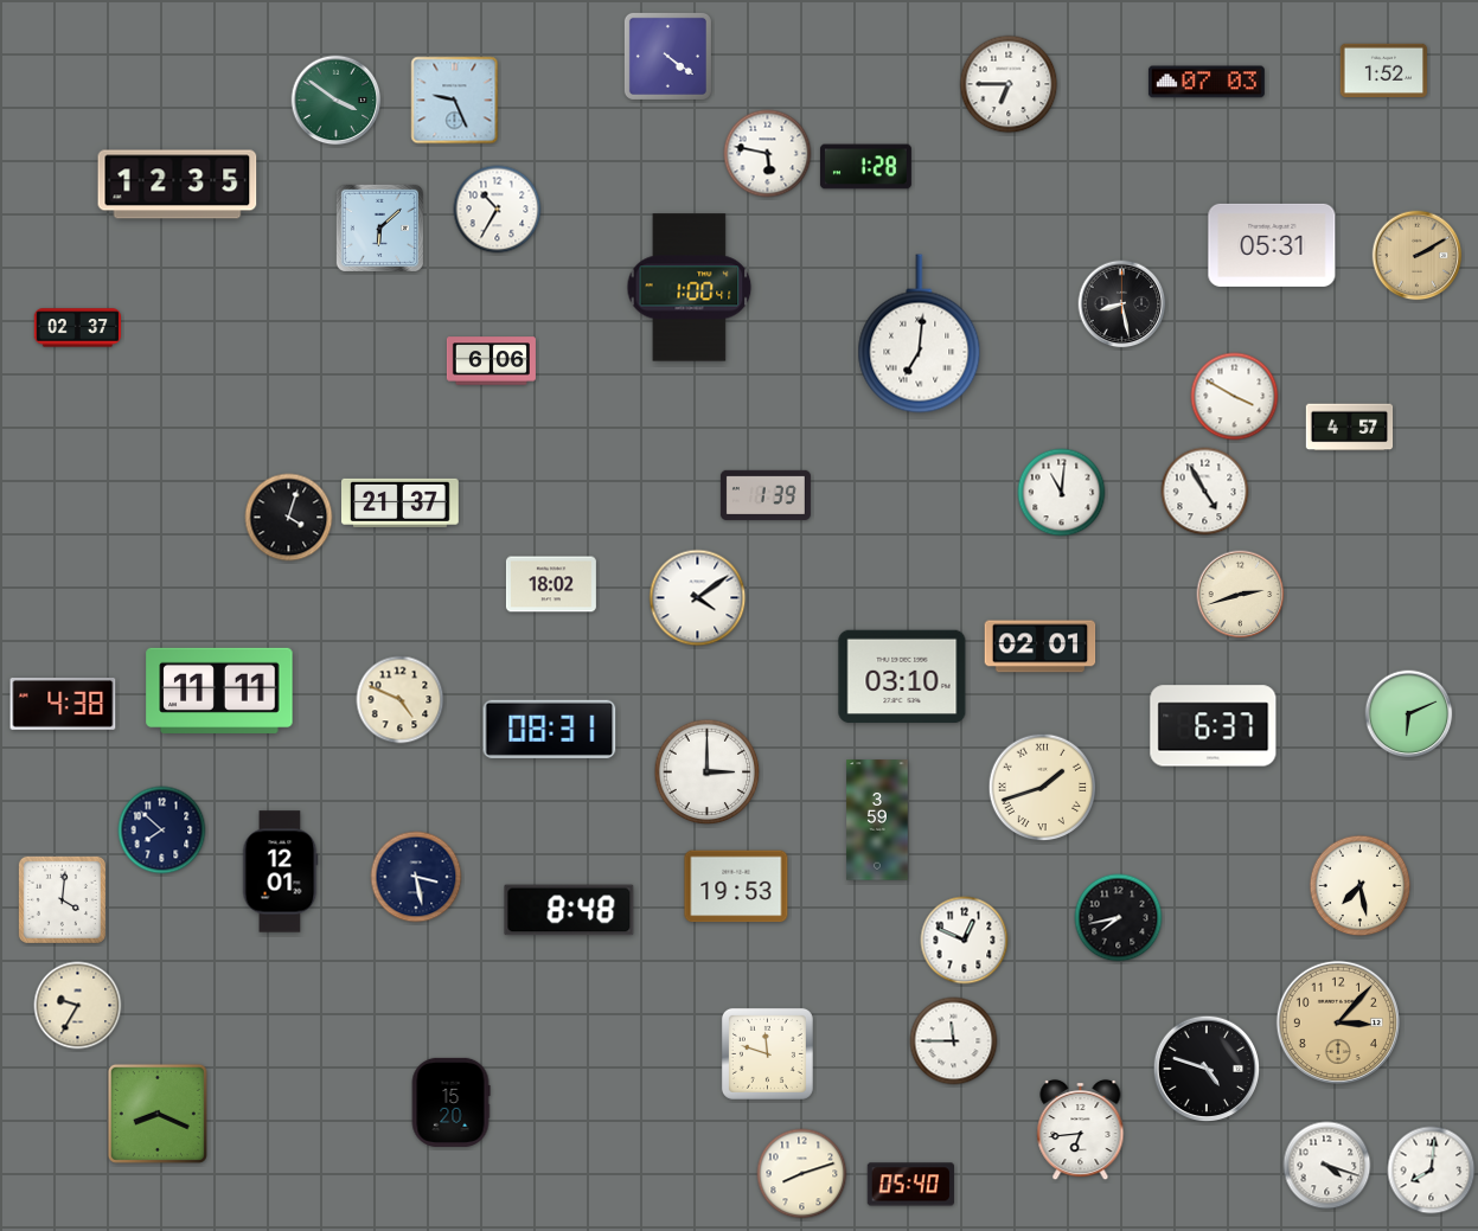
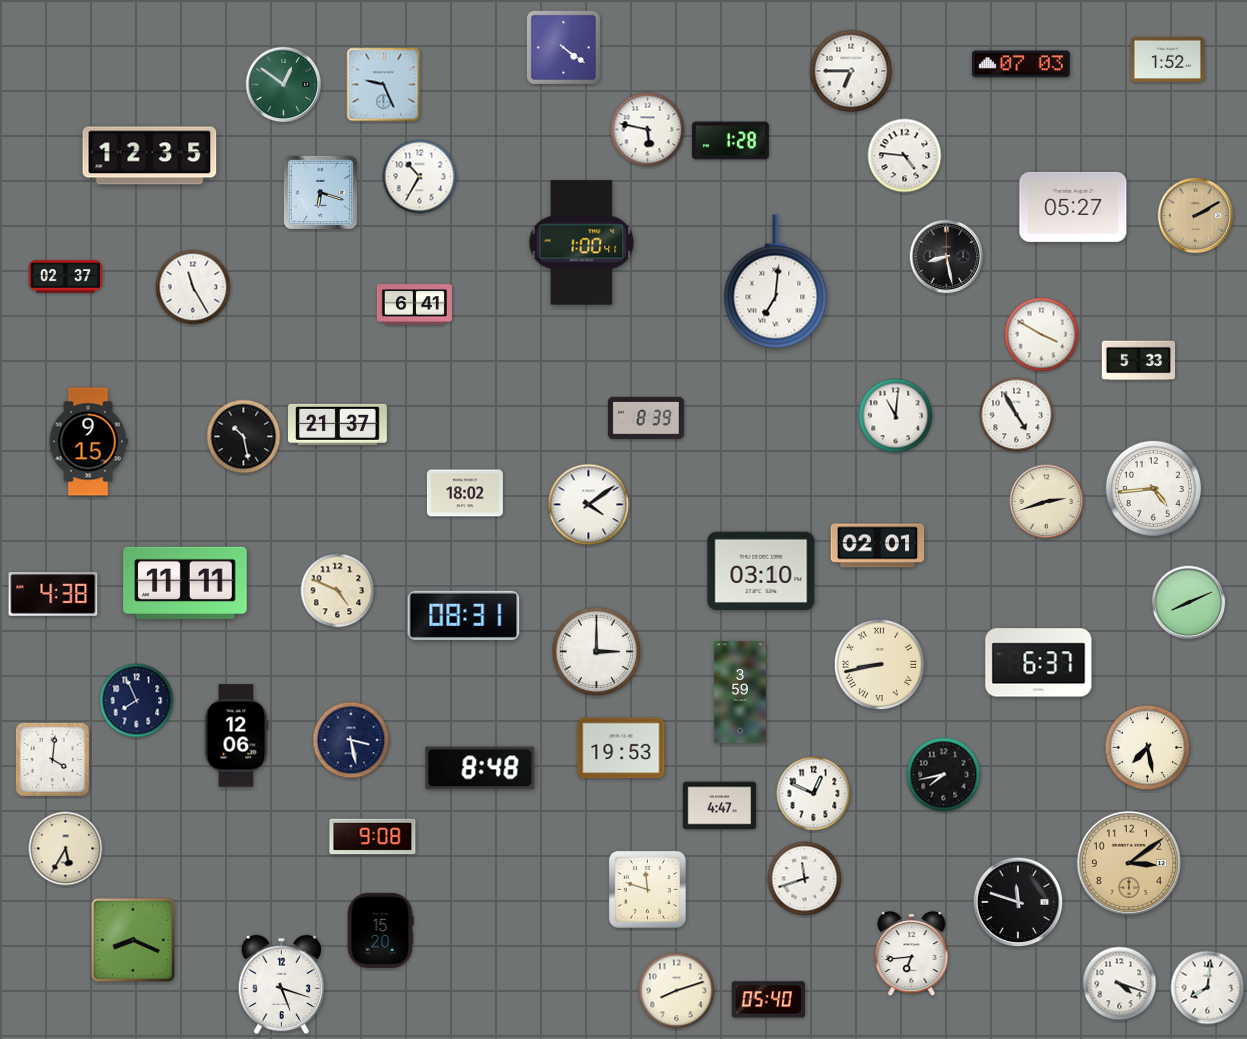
clock at (1207, 82) position: (1207, 82) -> (1021, 64)
clock at (337, 101): 3:51 -> 12:51
clock at (905, 156): none -> 4:46
clock at (379, 227): 6:08 -> 6:18
clock at (1272, 245): 05:31 -> 05:27
clock at (193, 287): none -> 11:25
clock at (491, 361): 6:06 -> 6:41
clock at (1350, 428): 4:57 -> 5:33
clock at (766, 495): 1:39 -> 8:39
clock at (289, 518): 4:03 -> 10:28
clock at (88, 442): none -> 9:15
clock at (1153, 488): none -> 4:44
clock at (1409, 714): 6:11 -> 8:11
clock at (1214, 726) position: (1214, 726) -> (1039, 663)
clock at (1043, 788): 1:42 -> 8:43
clock at (162, 831): 7:52 -> 7:56
clock at (280, 872): 12:01 -> 12:06
clock at (720, 806): none -> 4:47
clock at (373, 837): none -> 9:08
clock at (78, 1006): 9:35 -> 5:35
clock at (1338, 1022): 3:07 -> 3:09
clock at (954, 1041): 11:45 -> 11:42
clock at (1207, 1069): 4:48 -> 11:48
clock at (282, 985): none -> 5:18
